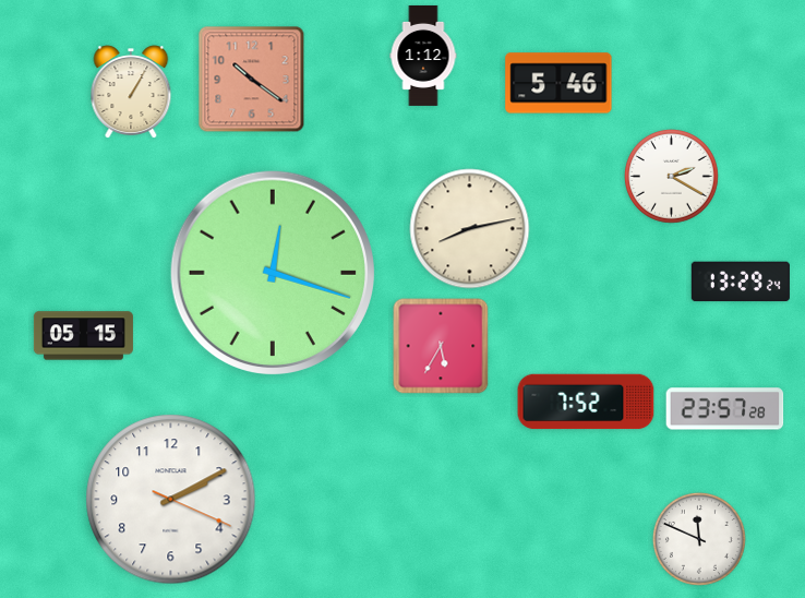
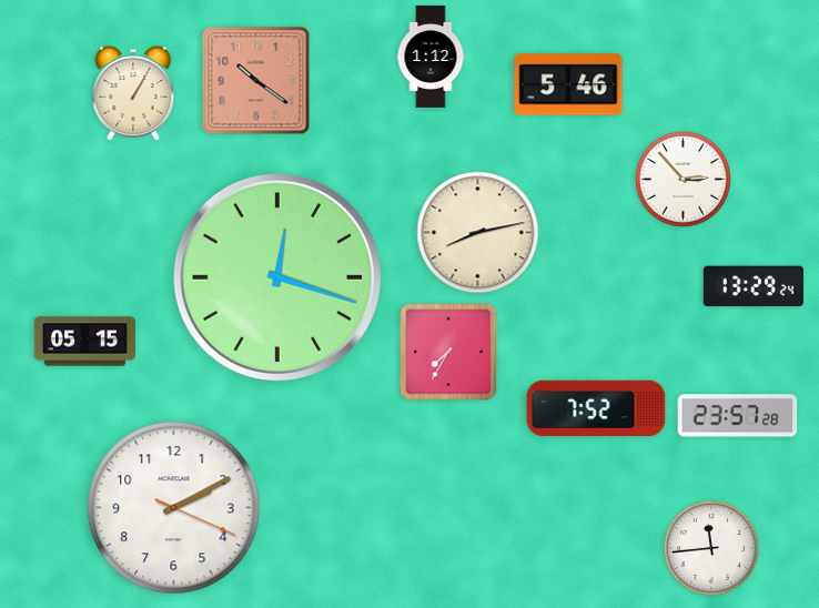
clock at (671, 176): 2:20 -> 2:53
clock at (441, 346): 5:35 -> 7:35
clock at (699, 539): 11:49 -> 11:44
